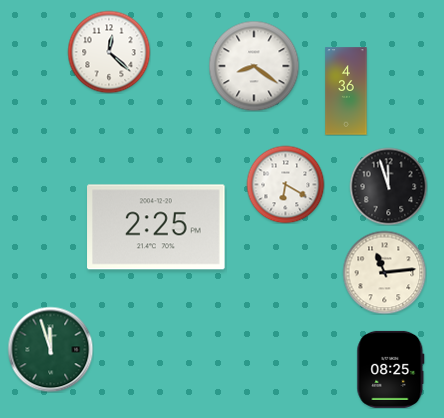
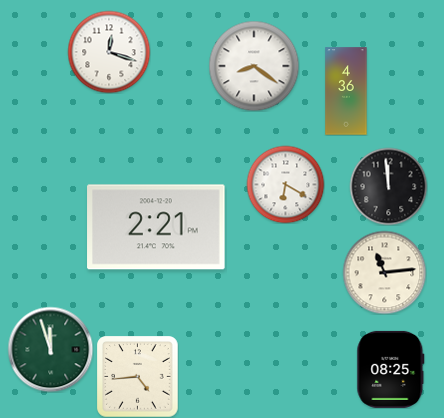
clock at (109, 52): 12:22 -> 12:18
clock at (388, 186): 11:57 -> 11:59
clock at (156, 227): 2:25 -> 2:21
clock at (137, 376): none -> 4:44
